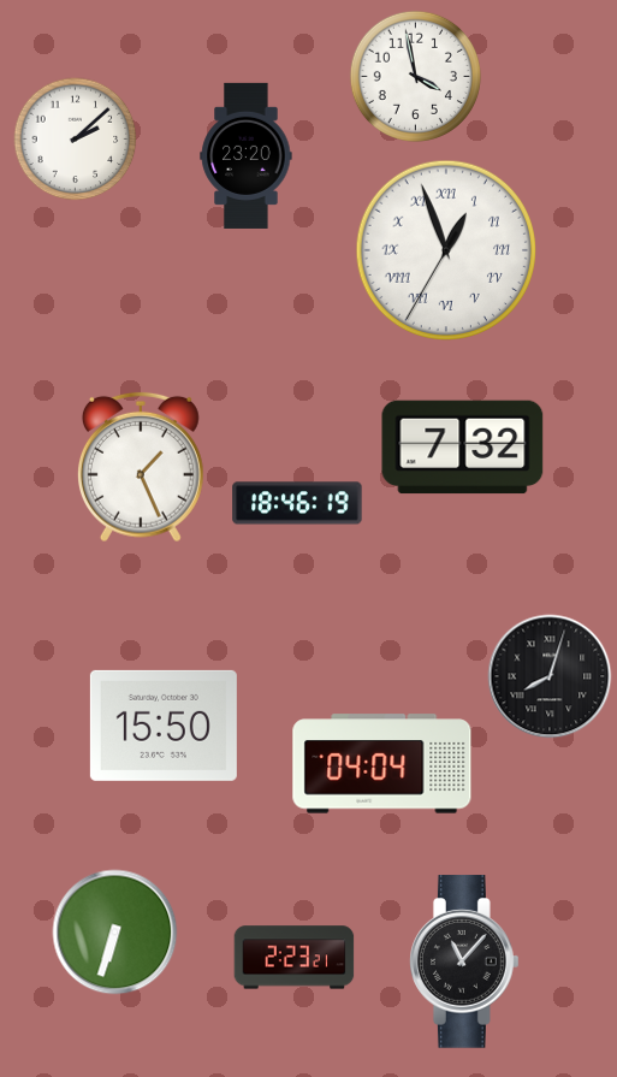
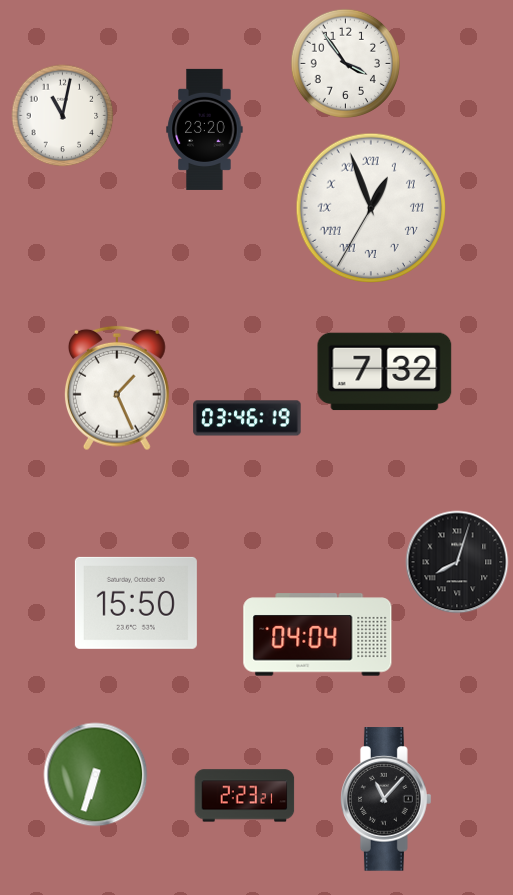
clock at (415, 76): 3:58 -> 3:54
clock at (76, 140): 2:08 -> 11:02
clock at (297, 503): 18:46 -> 03:46
